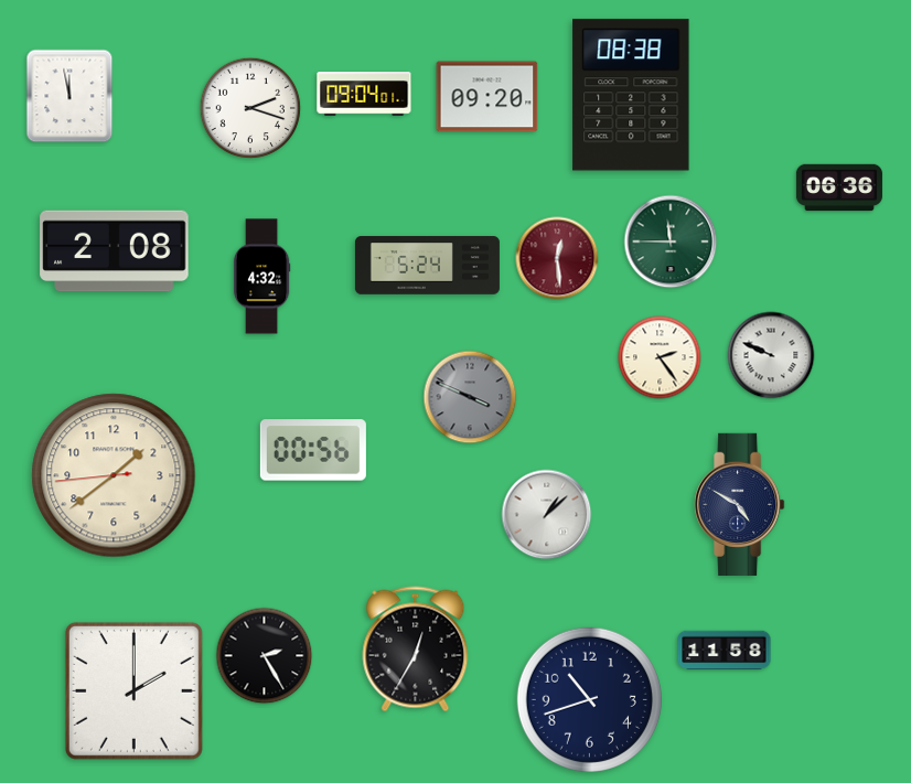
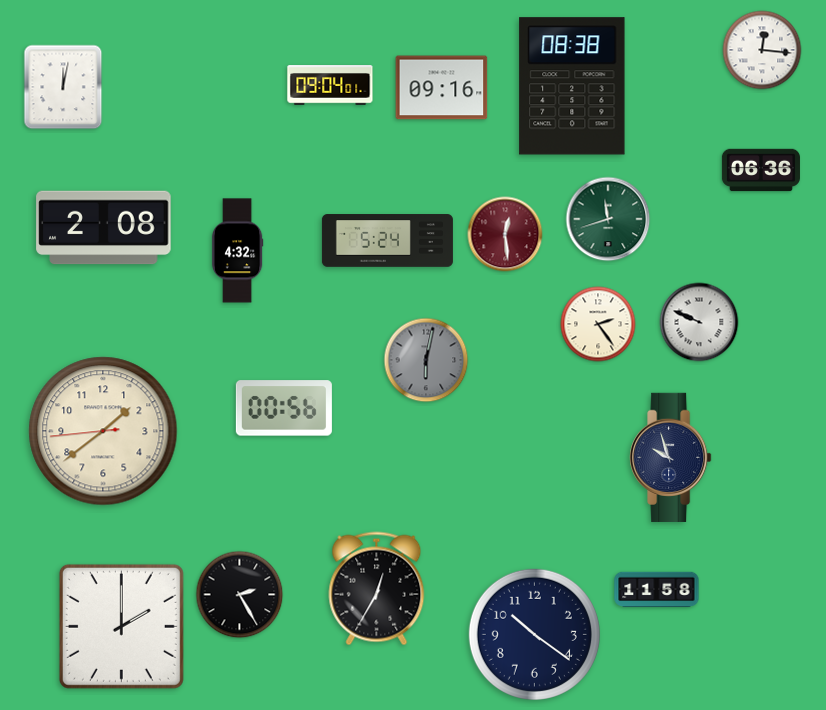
clock at (762, 50): none -> 12:16
clock at (69, 96): 11:58 -> 12:02
clock at (487, 97): 09:20 -> 09:16
clock at (250, 108): 2:18 -> none
clock at (671, 242): 11:45 -> 11:42
clock at (470, 397): 3:49 -> 6:02
clock at (740, 504): 4:50 -> 9:57
clock at (547, 515): 1:08 -> none
clock at (589, 699): 10:42 -> 10:21
